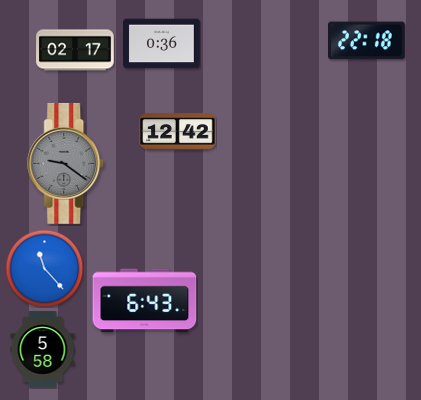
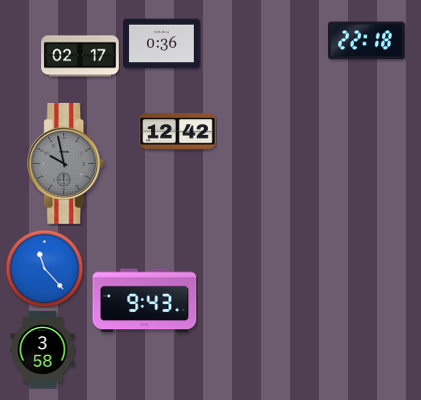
clock at (75, 50) position: (75, 50) -> (80, 56)
clock at (66, 163): 9:21 -> 9:58
clock at (145, 301): 6:43 -> 9:43
clock at (43, 350): 5:58 -> 3:58
